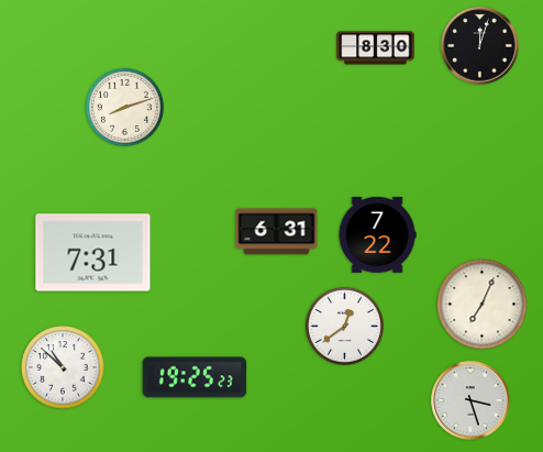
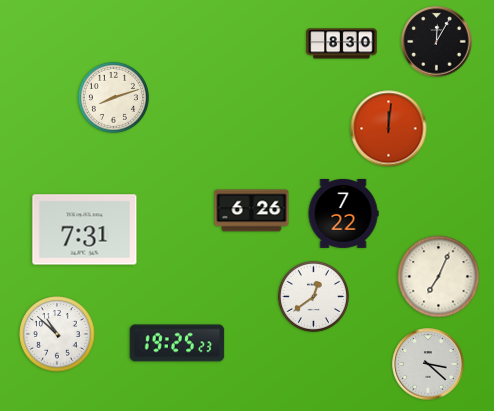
clock at (480, 46): 12:03 -> 12:05
clock at (389, 129): none -> 12:01
clock at (277, 232): 6:31 -> 6:26
clock at (470, 400): 3:27 -> 3:22
